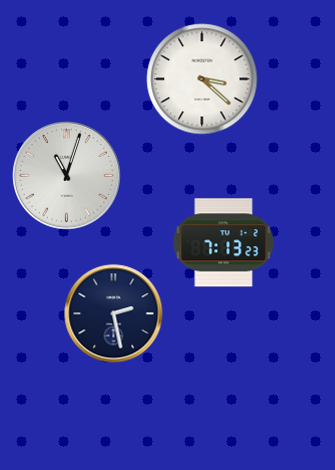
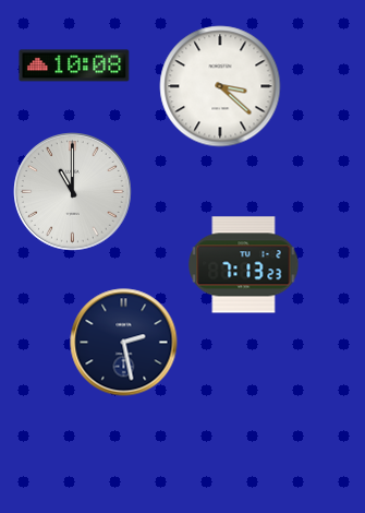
clock at (74, 65): none -> 10:08
clock at (67, 176): 11:03 -> 11:00
